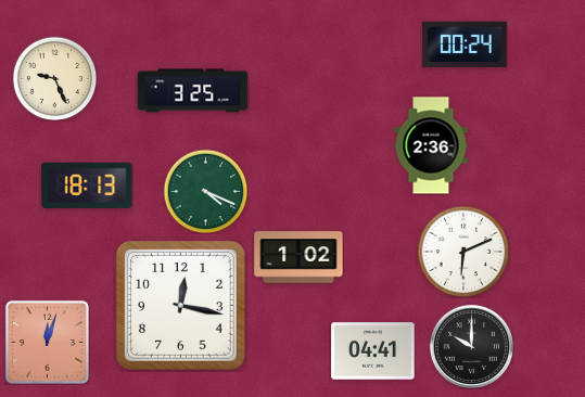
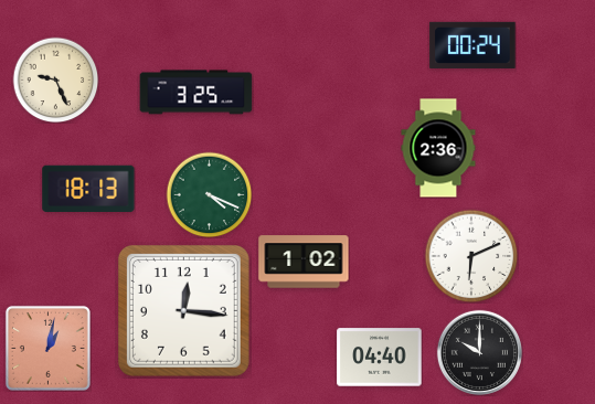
clock at (180, 305): 12:17 -> 12:16
clock at (47, 342): 12:03 -> 1:02
clock at (373, 351): 04:41 -> 04:40
